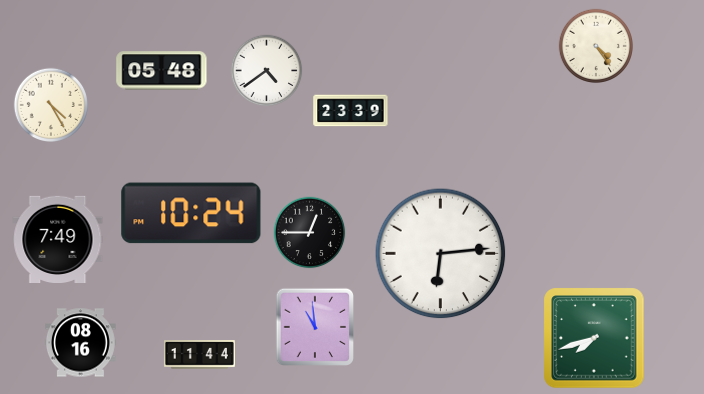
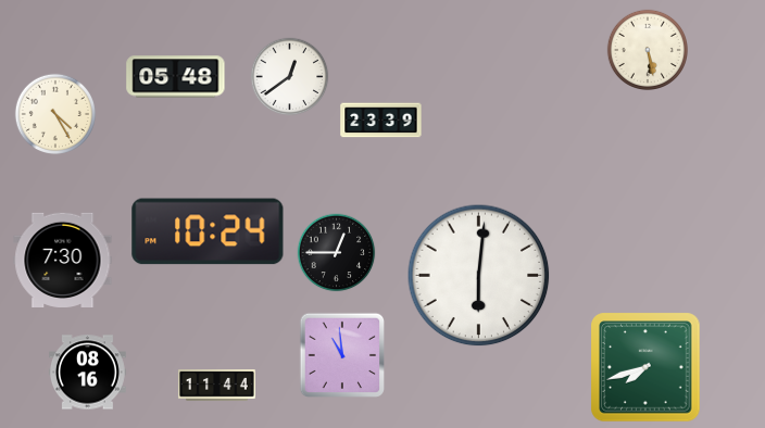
clock at (595, 45): 4:24 -> 5:28
clock at (267, 71): 4:39 -> 12:39
clock at (58, 239): 7:49 -> 7:30
clock at (441, 254): 6:14 -> 6:01
